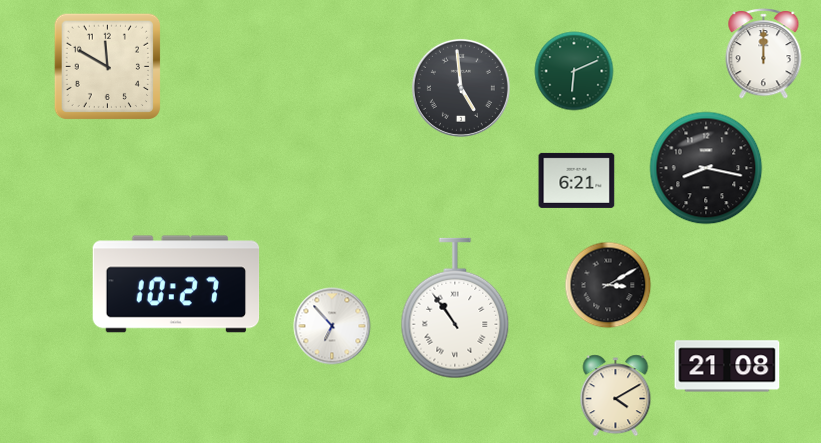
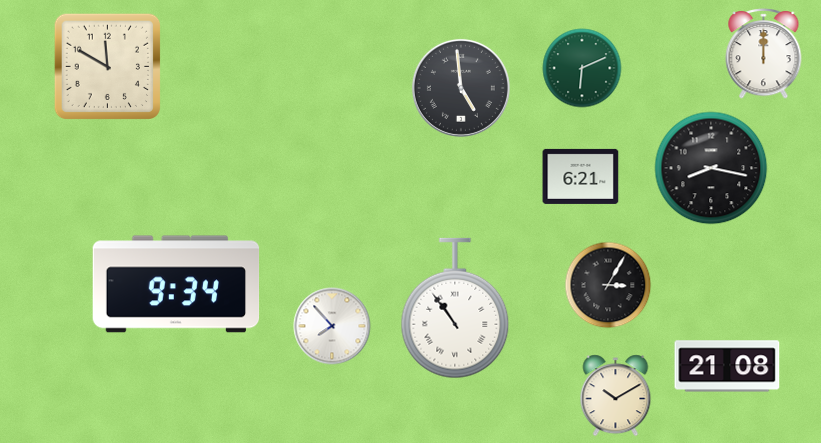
clock at (574, 71) position: (574, 71) -> (582, 68)
clock at (706, 168) position: (706, 168) -> (711, 168)
clock at (577, 180) position: (577, 180) -> (581, 176)
clock at (176, 284): 10:27 -> 9:34
clock at (608, 285): 3:10 -> 3:05
clock at (332, 326): 6:53 -> 7:53
clock at (616, 396): 4:10 -> 10:10
